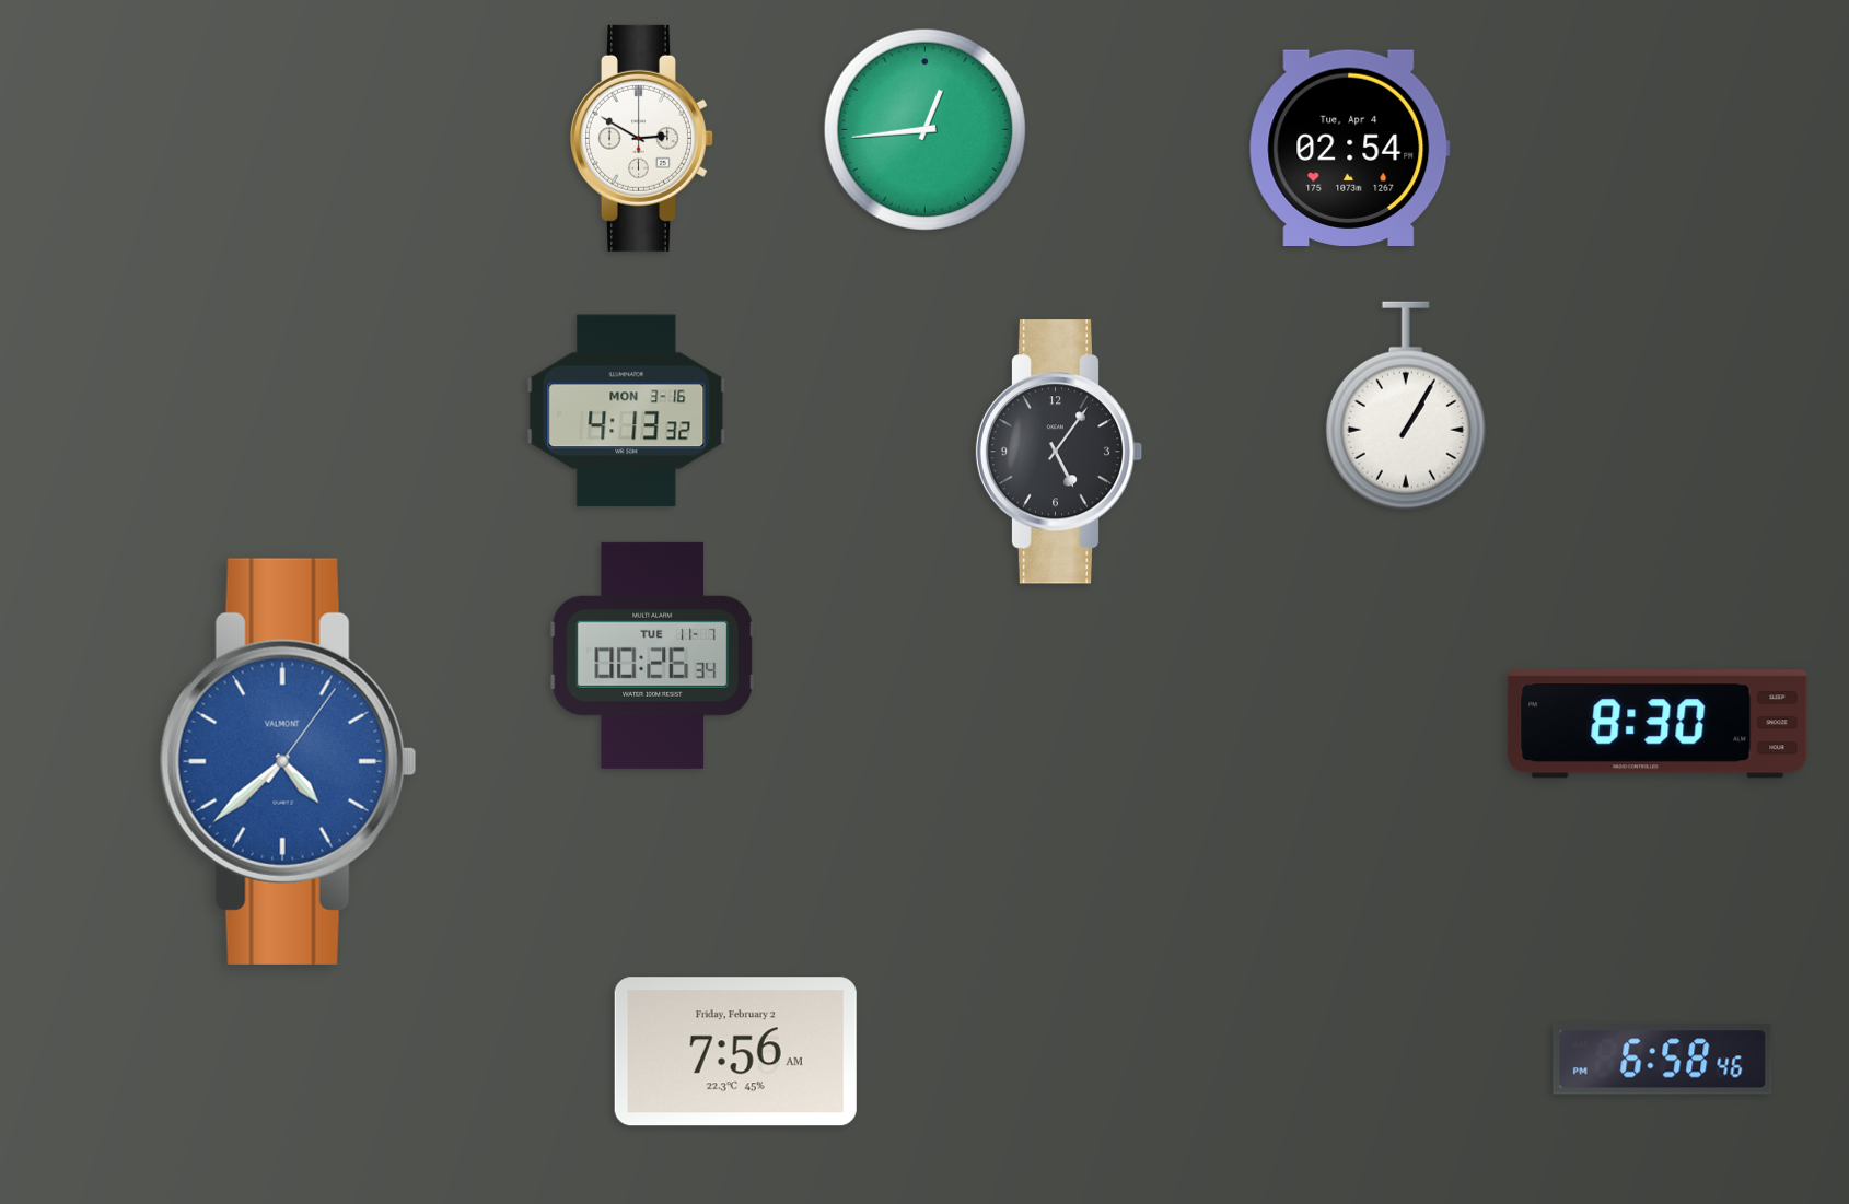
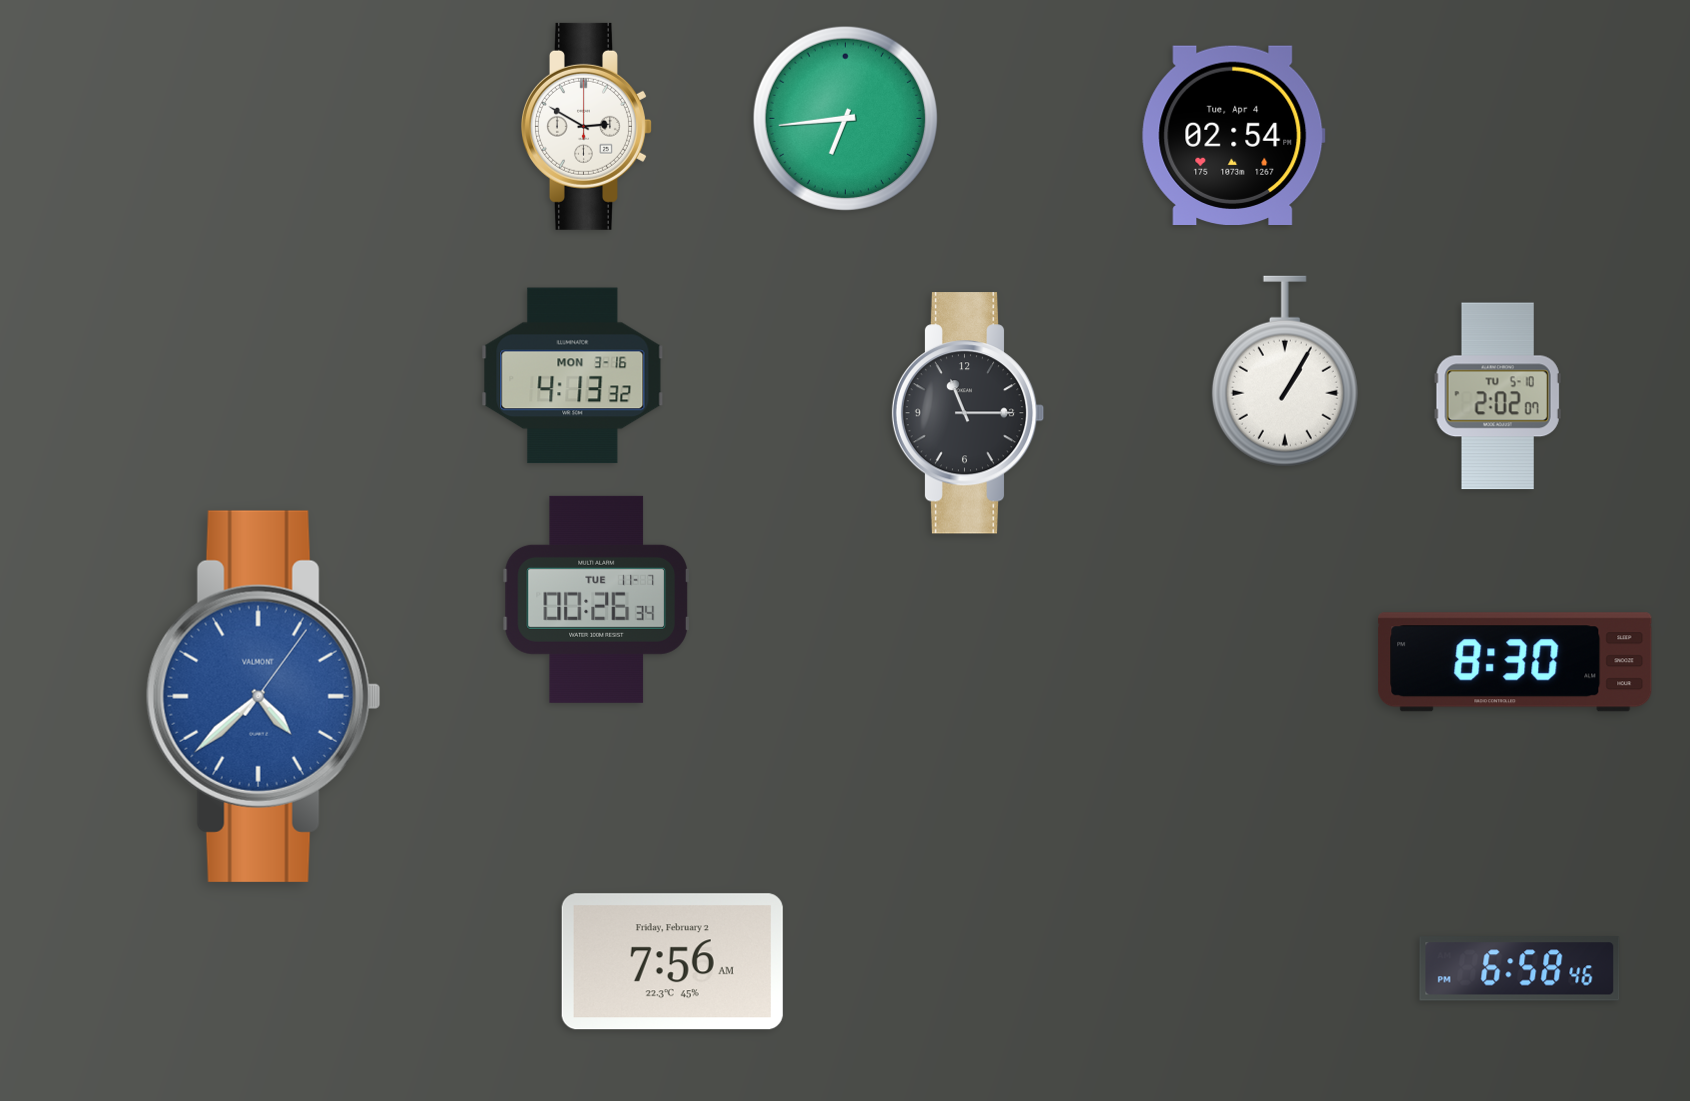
clock at (924, 129): 12:44 -> 6:44
clock at (1498, 396): none -> 2:02
clock at (1059, 452): 5:06 -> 11:15
